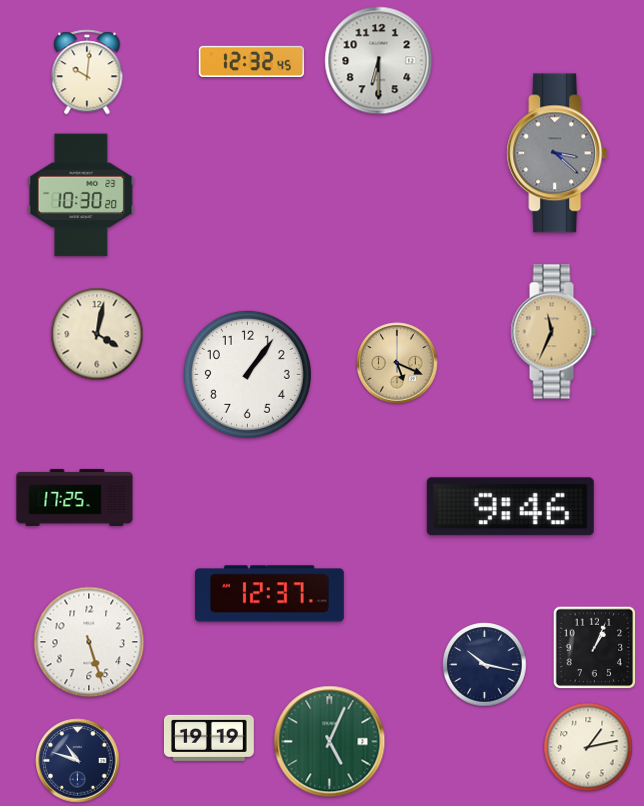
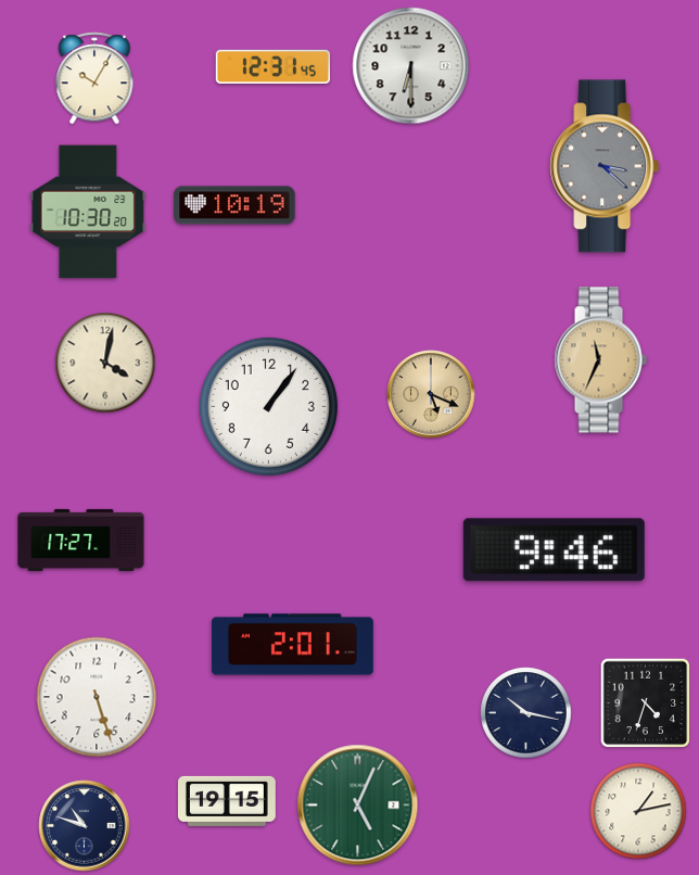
clock at (252, 61): 12:32 -> 12:31
clock at (87, 72): 10:01 -> 10:05
clock at (234, 205): none -> 10:19
clock at (75, 497): 17:25 -> 17:27
clock at (270, 594): 12:37 -> 2:01
clock at (595, 648): 1:04 -> 4:33
clock at (485, 665) position: (485, 665) -> (526, 713)
clock at (209, 738): 19:19 -> 19:15
